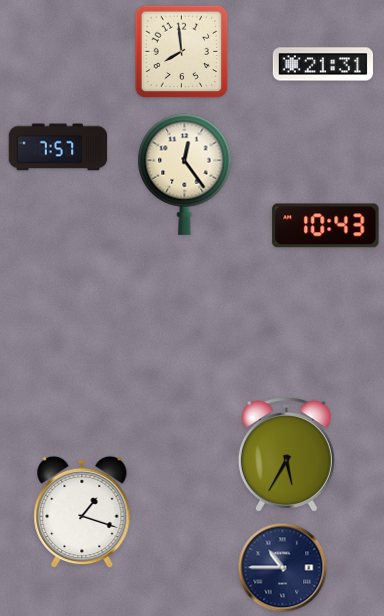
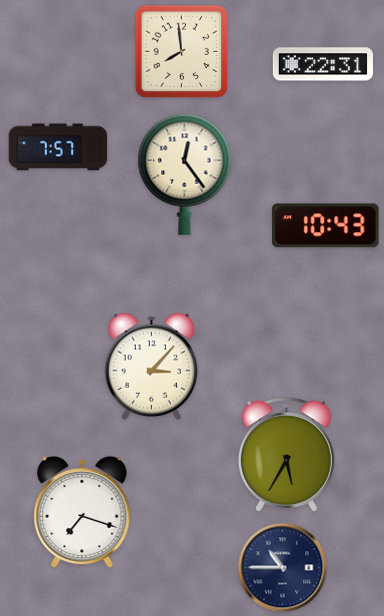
clock at (322, 64): 21:31 -> 22:31
clock at (151, 366): none -> 3:07
clock at (82, 512): 1:18 -> 7:18
